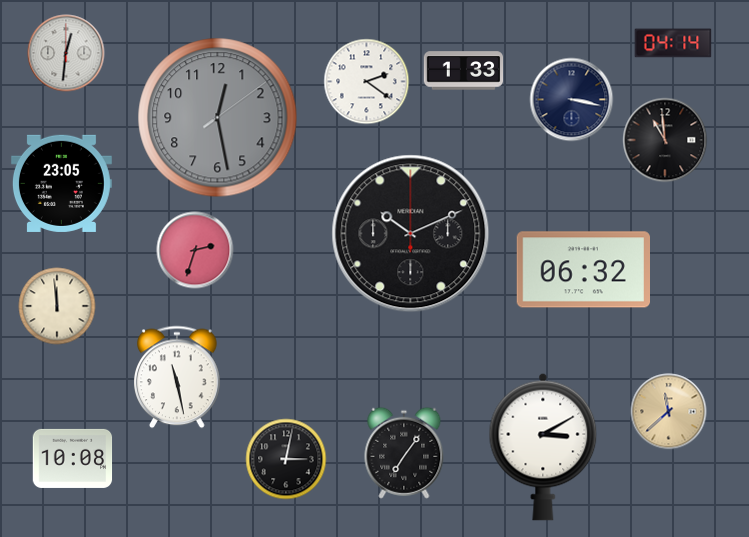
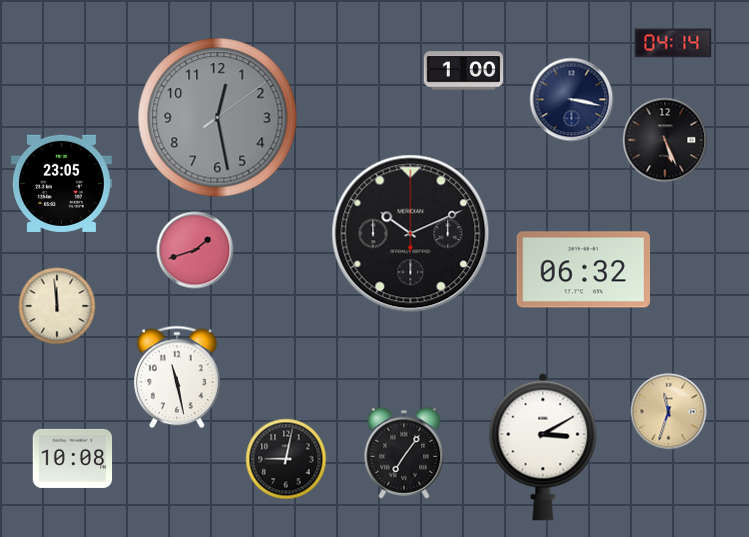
clock at (66, 53): 12:31 -> none
clock at (464, 71): 1:33 -> 1:00
clock at (367, 82): 2:21 -> none
clock at (665, 140): 10:59 -> 5:26
clock at (195, 250): 2:33 -> 1:42
clock at (669, 412): 11:38 -> 11:33
clock at (286, 459): 3:02 -> 9:02
